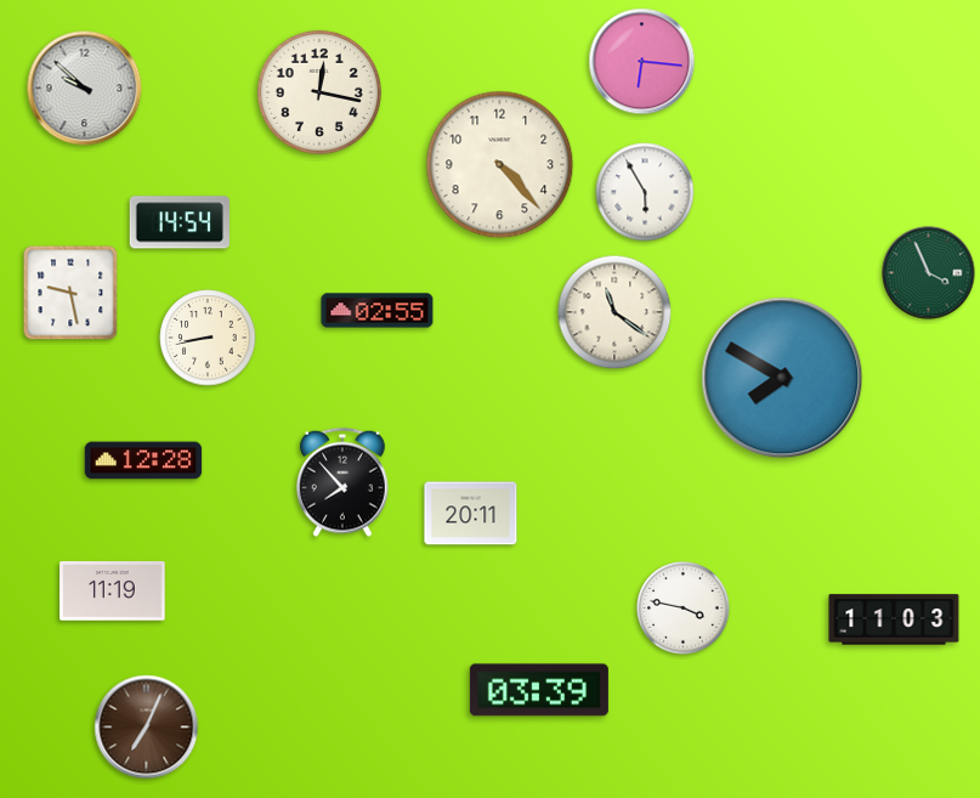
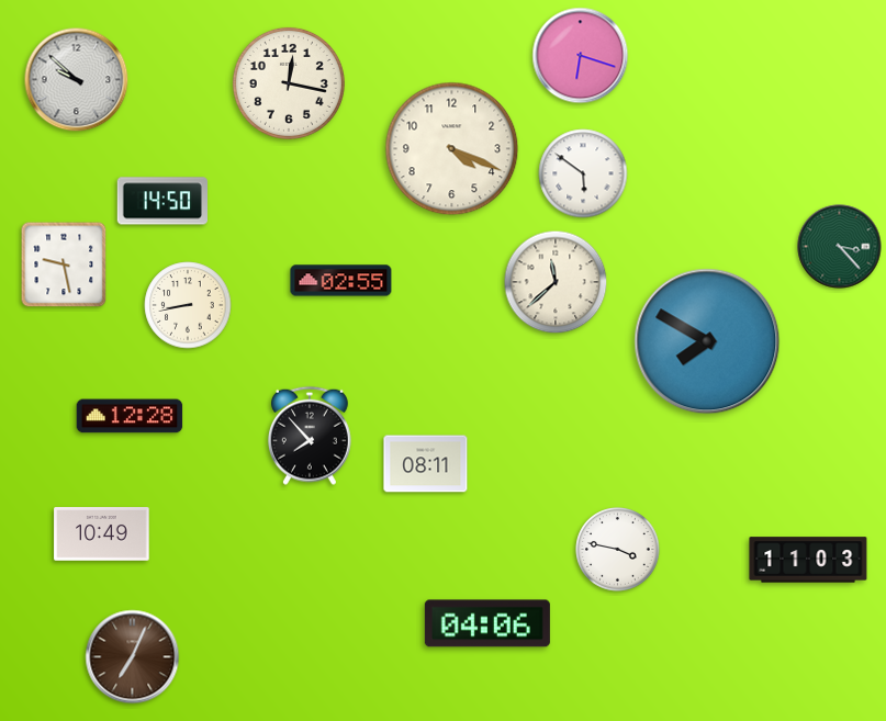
clock at (642, 62): 6:16 -> 6:18
clock at (500, 165): 4:23 -> 4:19
clock at (645, 192): 5:55 -> 5:51
clock at (179, 222): 14:54 -> 14:50
clock at (929, 273): 3:56 -> 3:23
clock at (614, 312): 11:21 -> 11:38
clock at (471, 514): 20:11 -> 08:11
clock at (113, 592): 11:19 -> 10:49
clock at (539, 690): 03:39 -> 04:06
